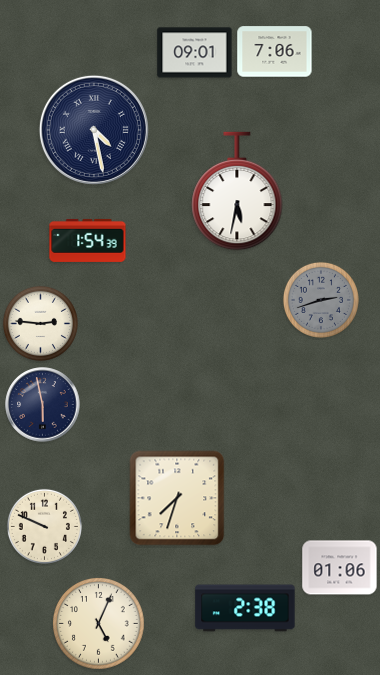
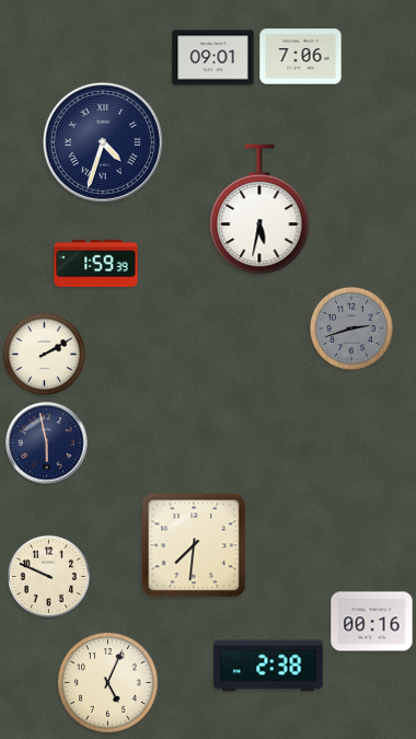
clock at (94, 130): 4:28 -> 4:33
clock at (88, 240): 1:54 -> 1:59
clock at (40, 323): 2:46 -> 2:10
clock at (177, 498): 7:33 -> 7:31
clock at (340, 568): 01:06 -> 00:16
